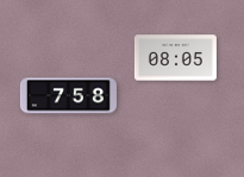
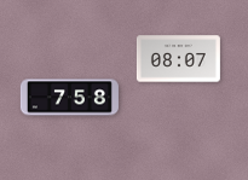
clock at (175, 58): 08:05 -> 08:07
